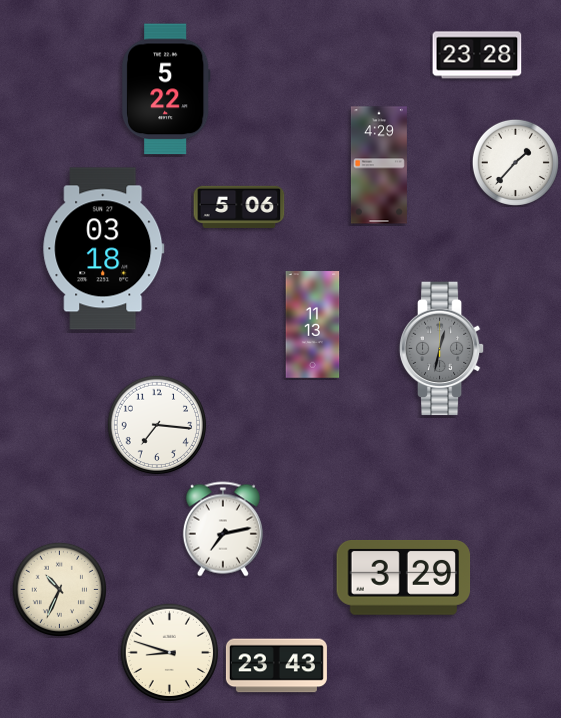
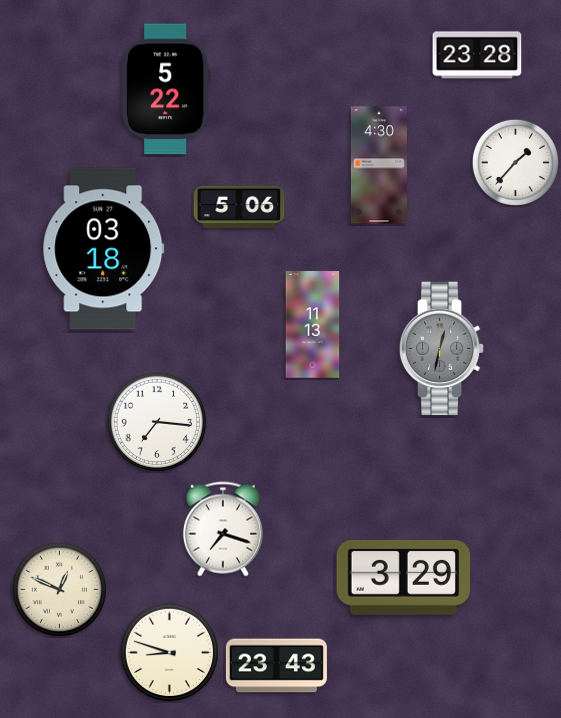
clock at (379, 165): 4:29 -> 4:30
clock at (157, 425) position: (157, 425) -> (157, 422)
clock at (223, 529): 7:13 -> 7:18
clock at (59, 589): 10:34 -> 12:49
